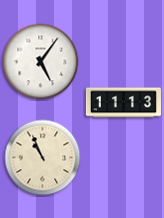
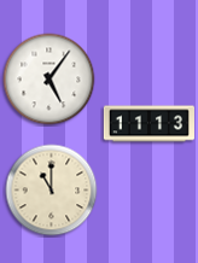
clock at (41, 62) position: (41, 62) -> (49, 80)
clock at (43, 158): 10:56 -> 11:00
